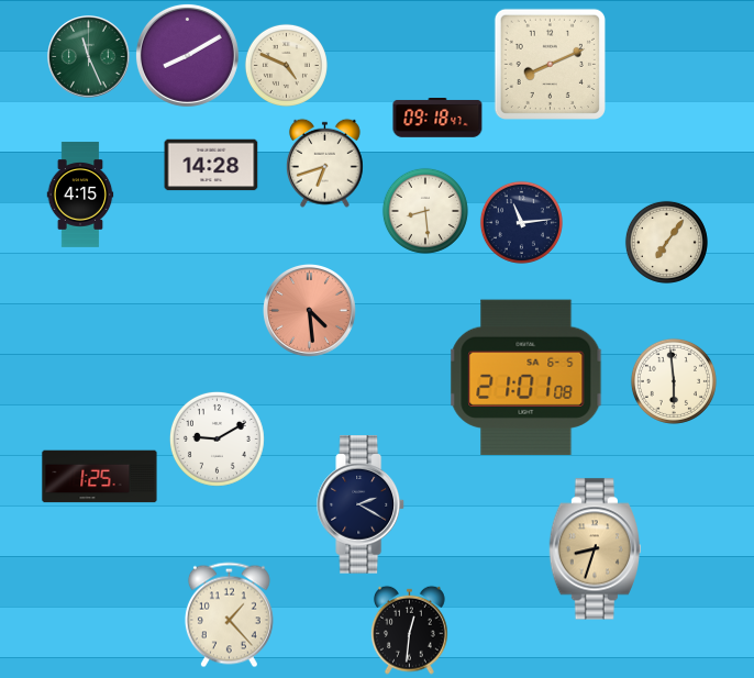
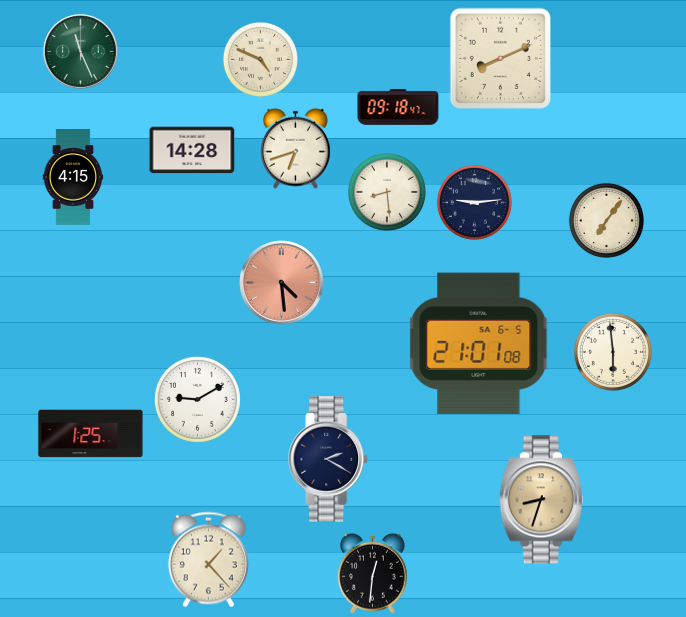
clock at (187, 55): 8:10 -> none
clock at (521, 222): 11:14 -> 9:14
clock at (674, 381) position: (674, 381) -> (613, 352)
